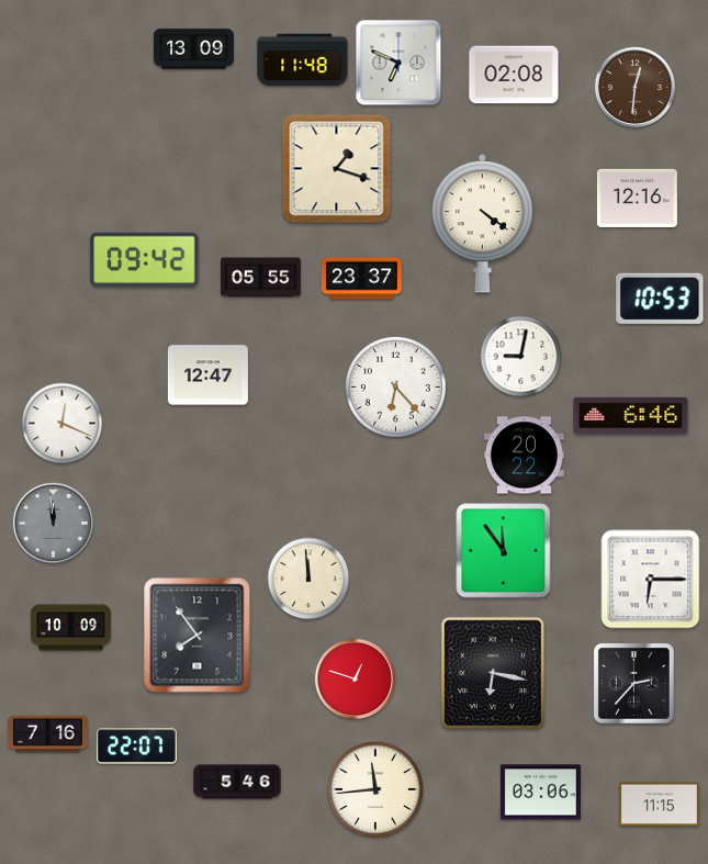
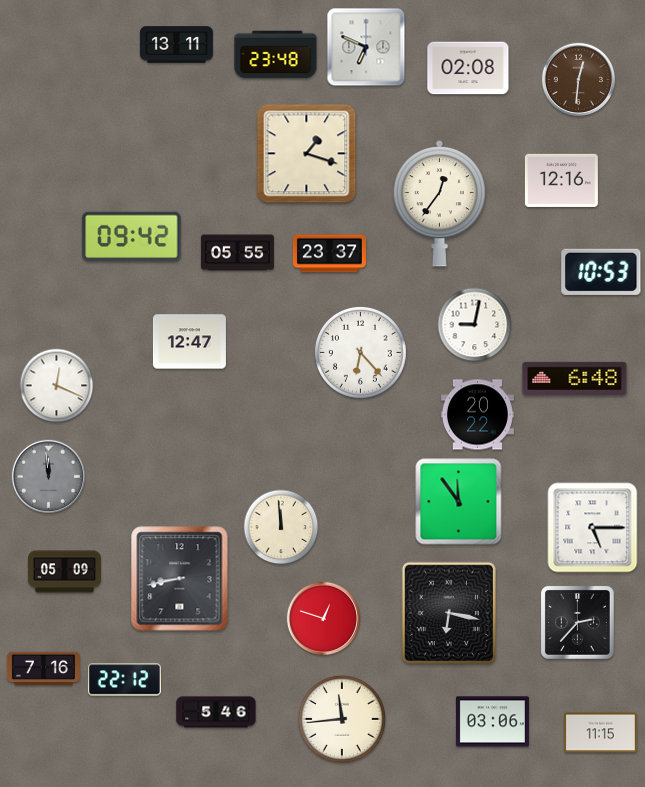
clock at (193, 49): 13:09 -> 13:11
clock at (303, 60): 11:48 -> 23:48
clock at (398, 63) position: (398, 63) -> (366, 47)
clock at (637, 198) position: (637, 198) -> (561, 180)
clock at (482, 223): 4:21 -> 12:36
clock at (631, 415): 6:46 -> 6:48
clock at (651, 580): 6:15 -> 5:15
clock at (70, 628): 10:09 -> 05:09
clock at (198, 636): 7:54 -> 8:43
clock at (136, 747): 22:07 -> 22:12
